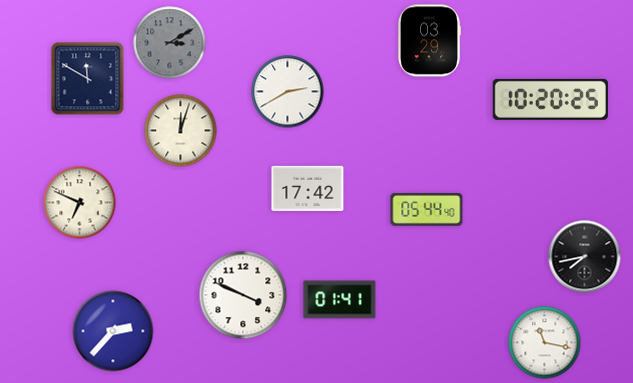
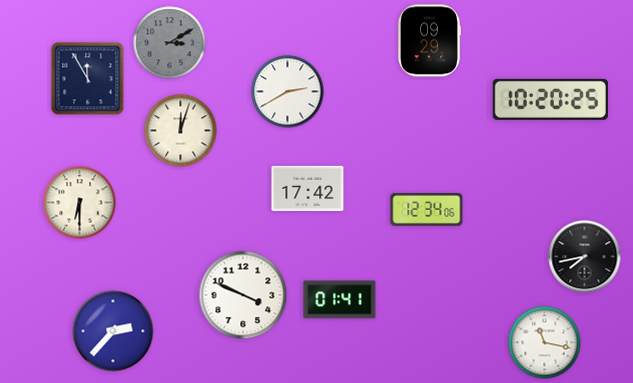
clock at (429, 41): 03:29 -> 09:29
clock at (88, 79): 11:50 -> 11:55
clock at (80, 203): 6:49 -> 6:30
clock at (427, 210): 05:44 -> 12:34
